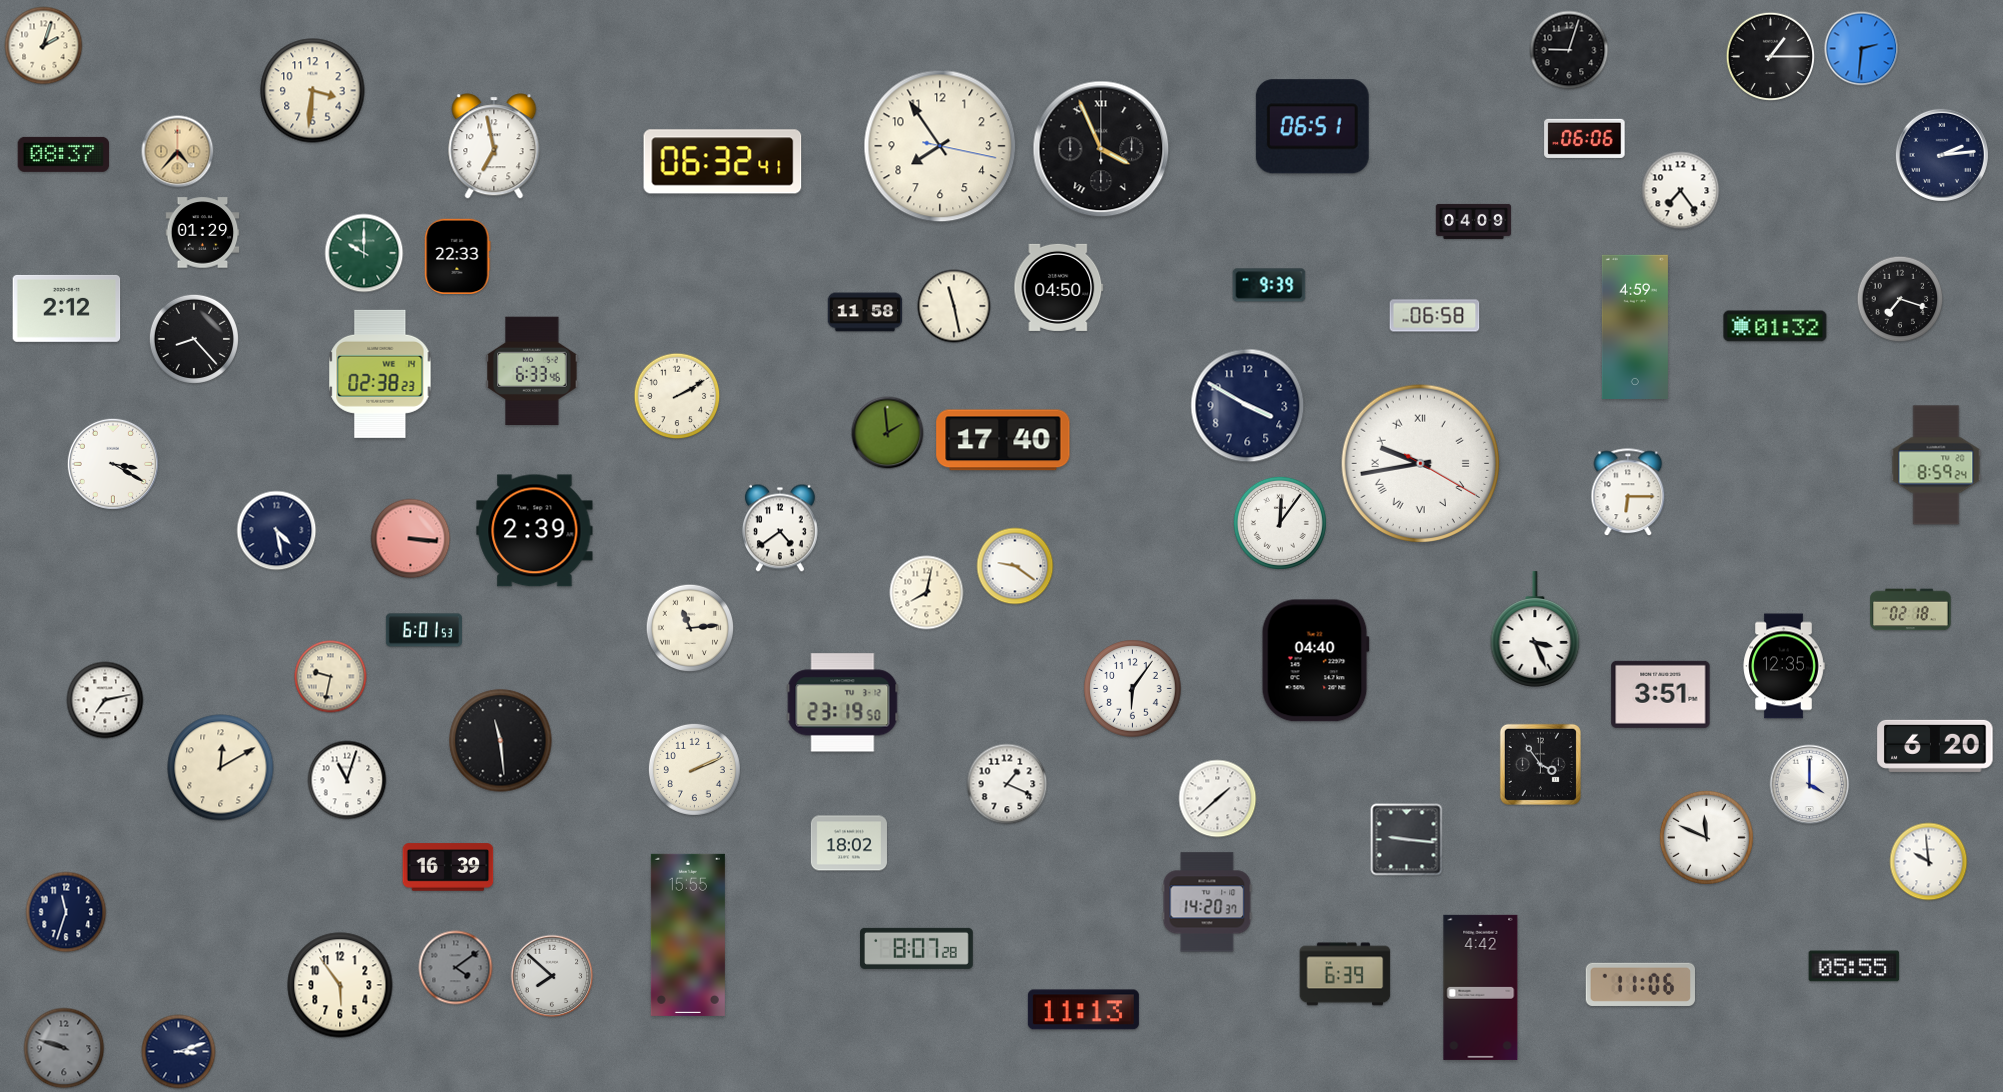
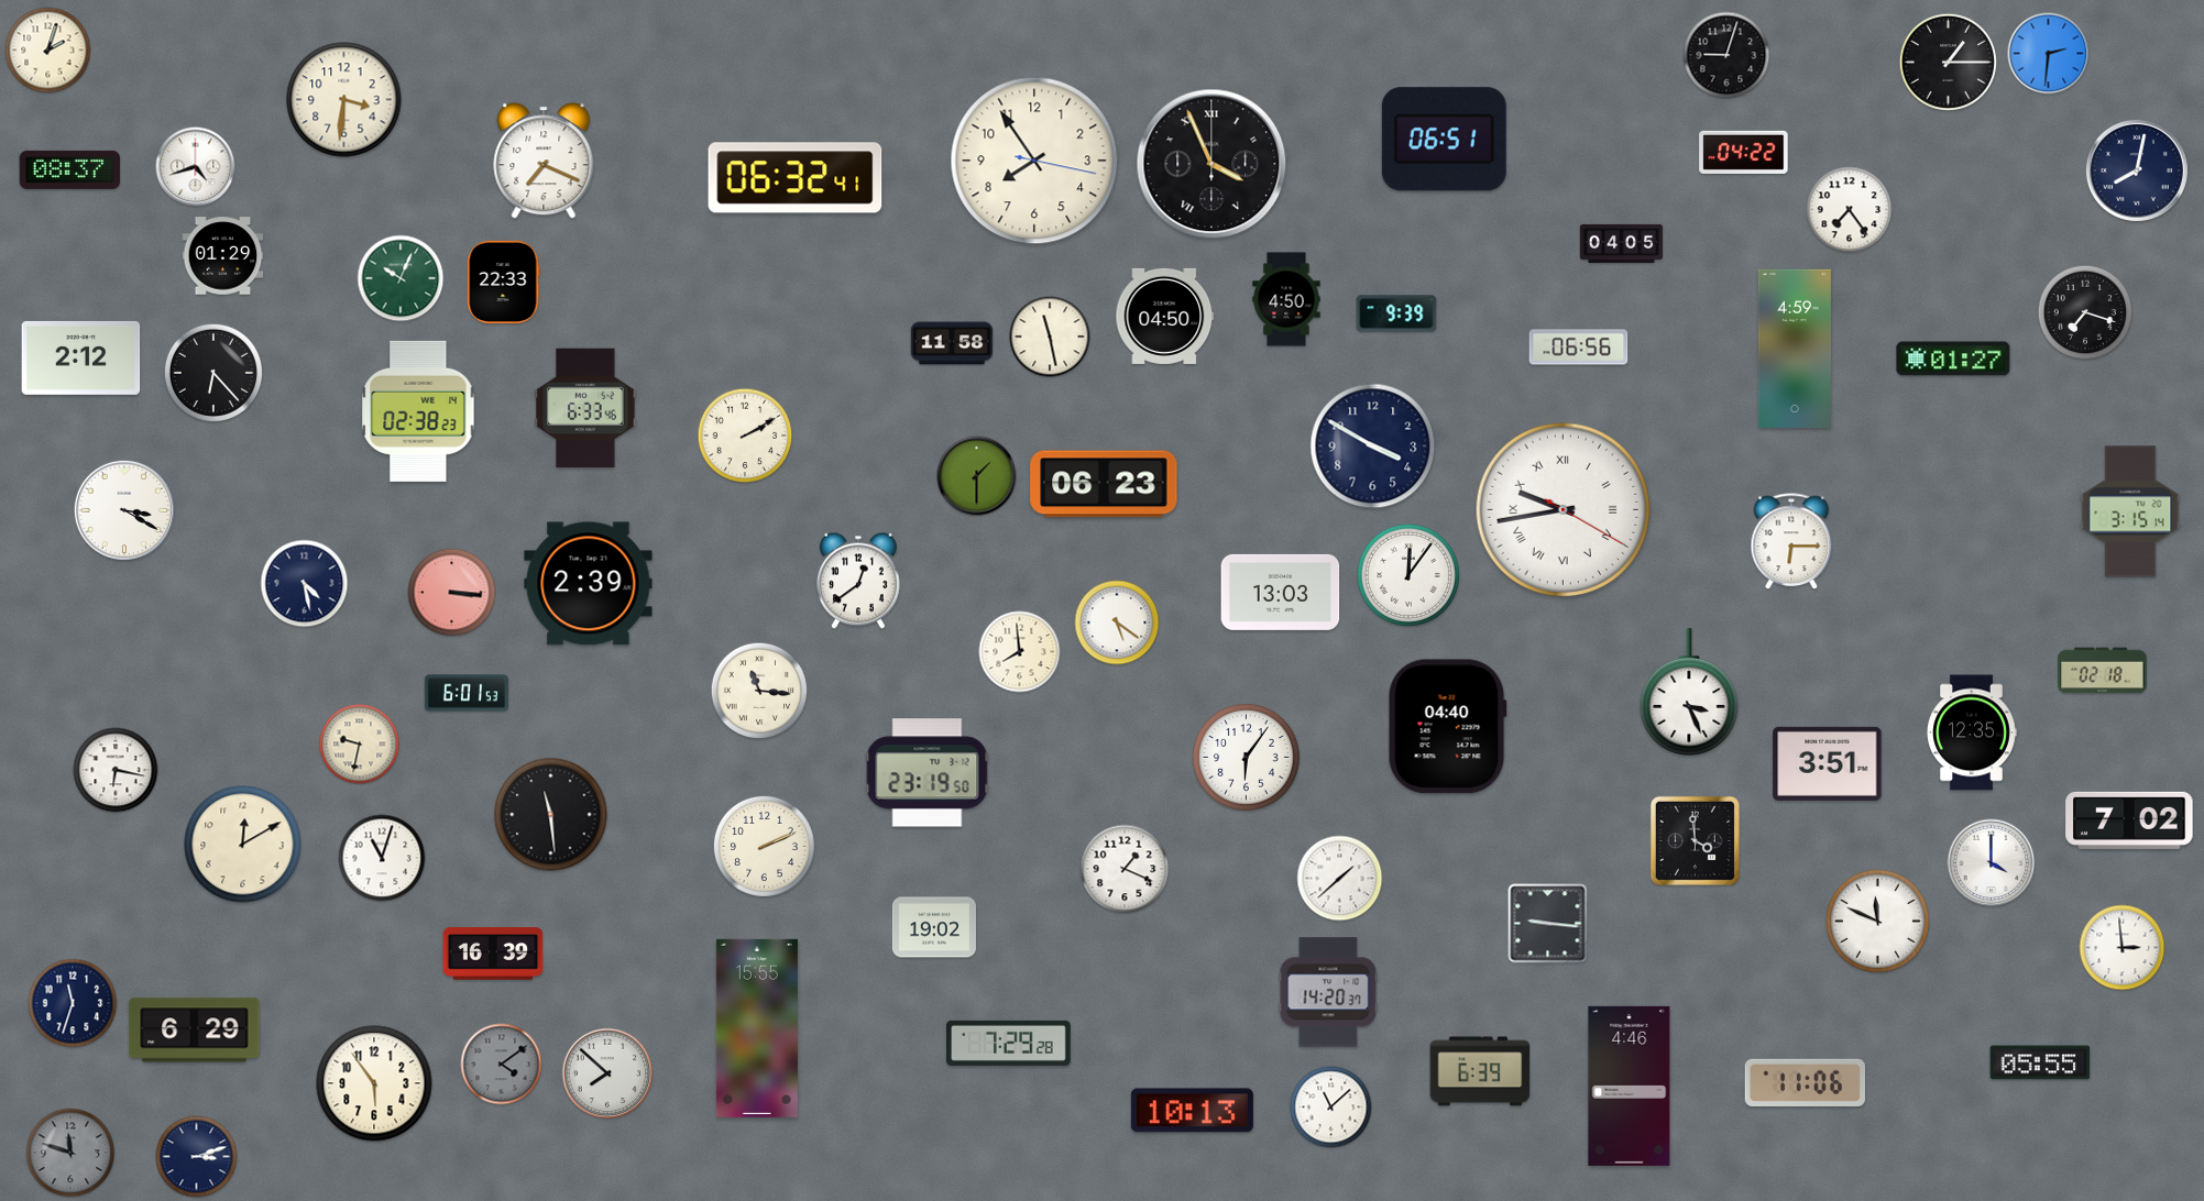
clock at (1585, 138): 06:06 -> 04:22
clock at (494, 146): 6:58 -> 7:19
clock at (178, 152): 4:37 -> 4:42
clock at (178, 152) dial: champagne -> white
clock at (1942, 155): 2:14 -> 8:02
clock at (1474, 221): 04:09 -> 04:05
clock at (364, 253): 10:00 -> 10:04
clock at (1286, 299): none -> 4:50
clock at (1900, 299) position: (1900, 299) -> (2085, 312)
clock at (67, 308) position: (67, 308) -> (81, 357)
clock at (1435, 316): 06:58 -> 06:56
clock at (1775, 326): 01:32 -> 01:27
clock at (1635, 327) position: (1635, 327) -> (1795, 349)
clock at (193, 338): 8:23 -> 6:23
clock at (888, 433): 1:59 -> 1:30
clock at (1003, 440): 17:40 -> 06:23
clock at (1936, 465): 8:59 -> 3:15
clock at (780, 528): 4:39 -> 12:39
clock at (1281, 592): none -> 13:03
clock at (1015, 566): 9:21 -> 5:21
clock at (927, 593): 8:02 -> 7:59
clock at (690, 628): 11:14 -> 11:16
clock at (1784, 666) position: (1784, 666) -> (1972, 732)
clock at (331, 677) position: (331, 677) -> (360, 745)
clock at (105, 700): 7:13 -> 6:17
clock at (1935, 746): 6:20 -> 7:02
clock at (1540, 764): 3:54 -> 3:59
clock at (1007, 784) position: (1007, 784) -> (1125, 869)
clock at (849, 843): 18:02 -> 19:02
clock at (1929, 862): 9:59 -> 2:59
clock at (195, 1031): none -> 6:29
clock at (917, 948): 8:07 -> 7:29
clock at (1481, 987): 4:42 -> 4:46
clock at (1331, 1108): none -> 11:08
clock at (1083, 1010): 11:13 -> 10:13
clock at (64, 1048): 9:48 -> 11:48
